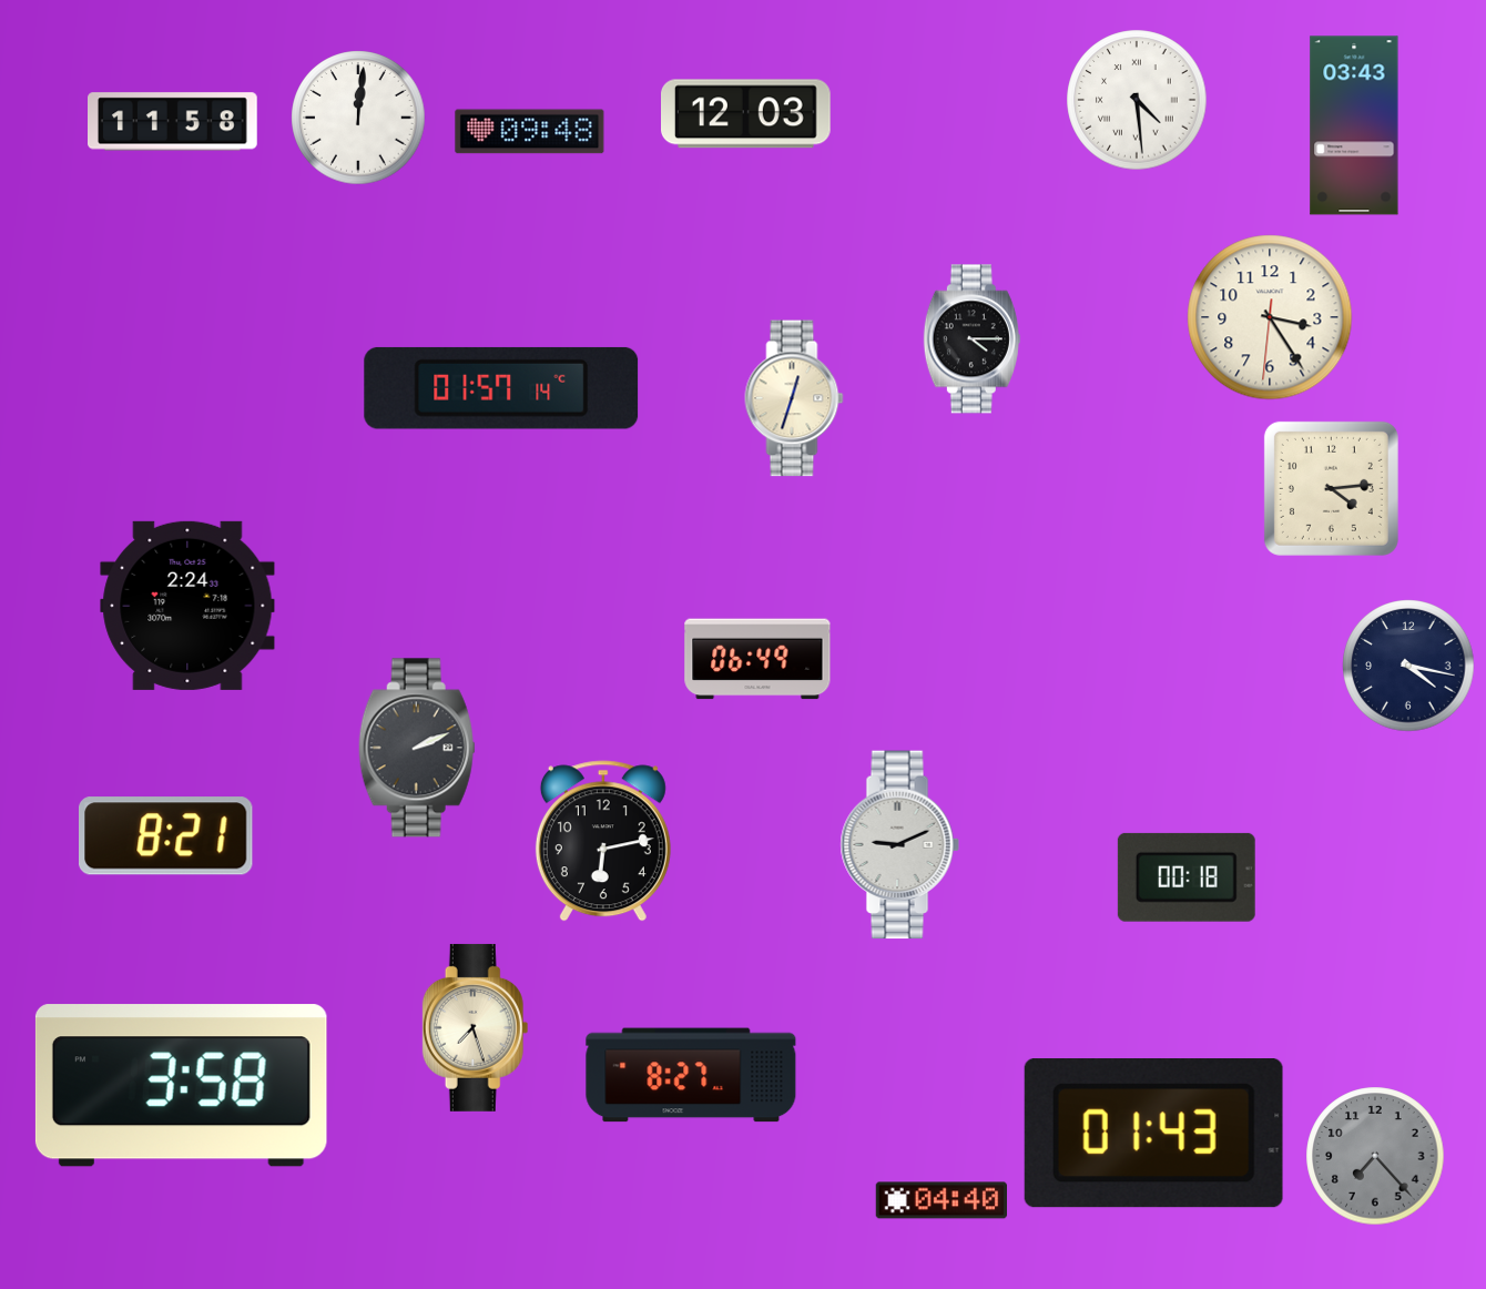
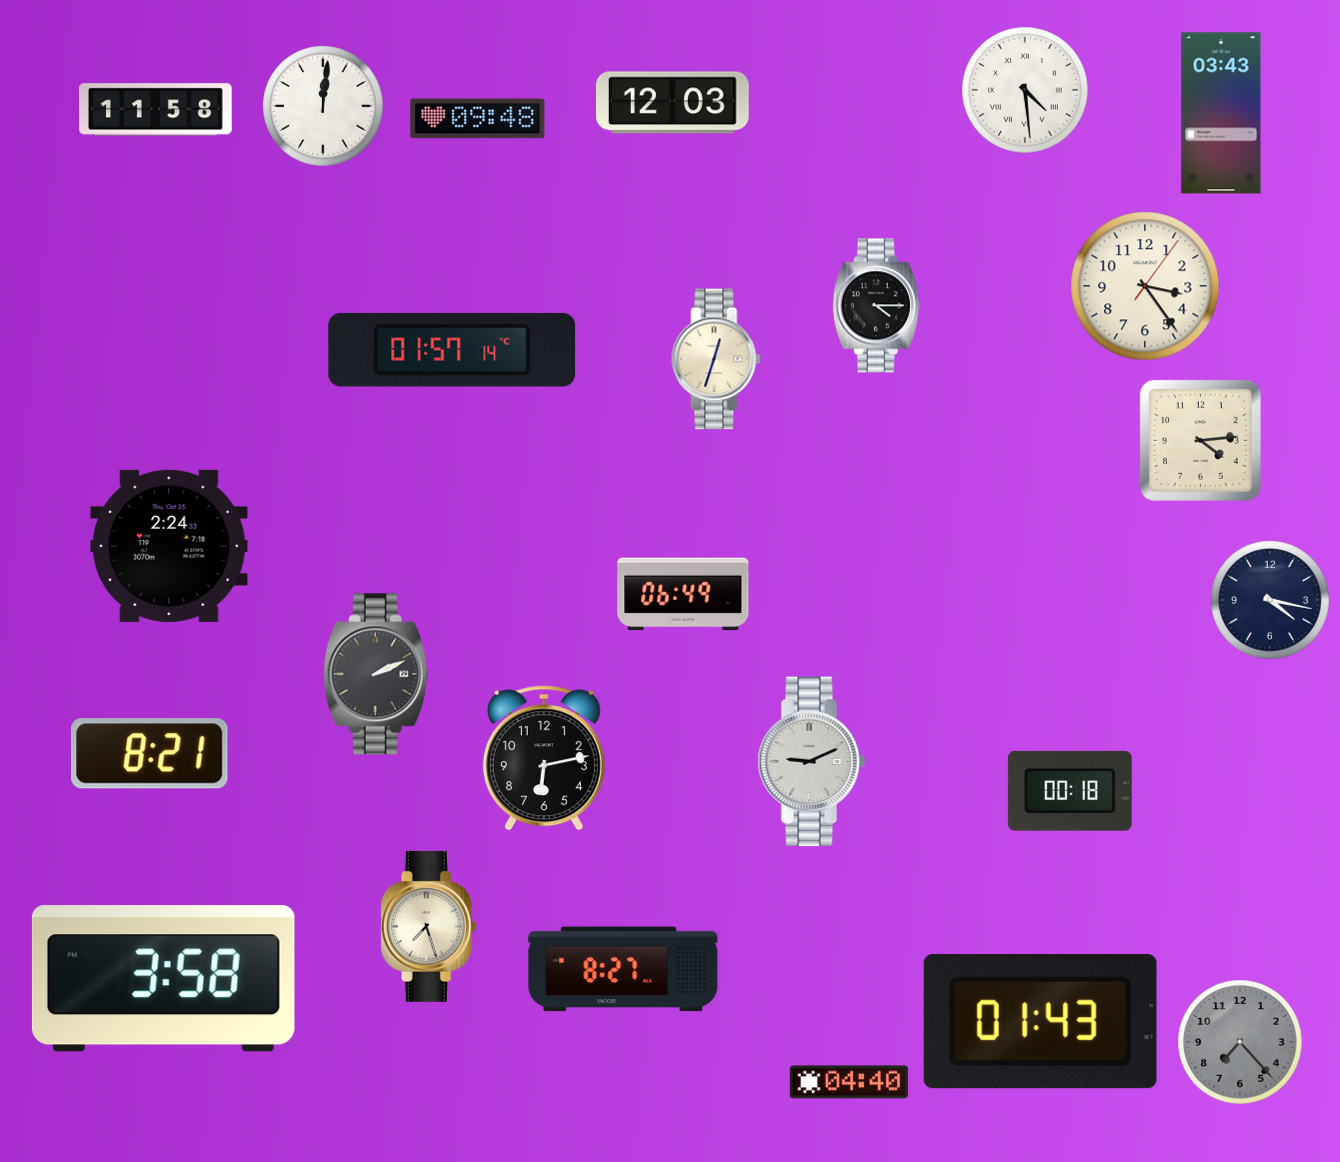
clock at (1270, 317): 3:24:31 -> 3:24:06
